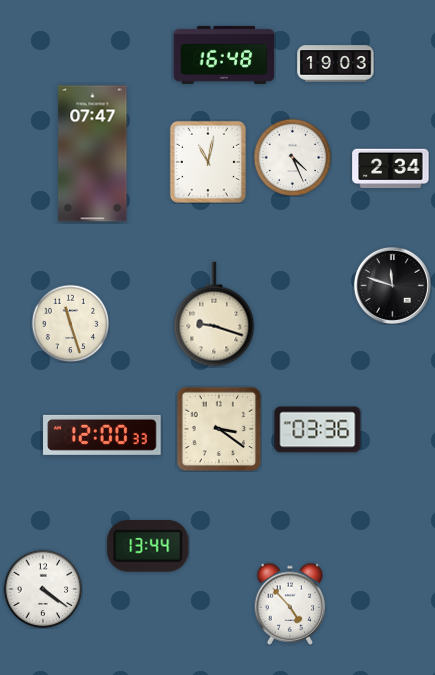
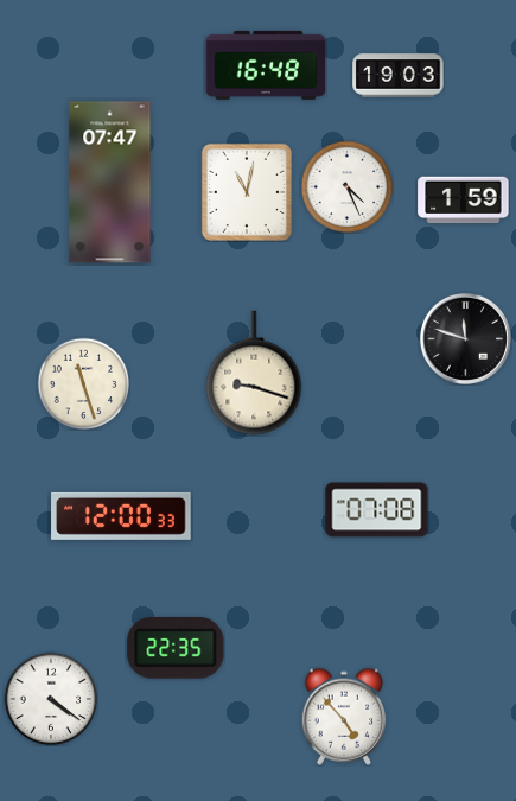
clock at (391, 169): 2:34 -> 1:59
clock at (219, 429): 3:21 -> none
clock at (318, 430): 03:36 -> 07:08
clock at (148, 546): 13:44 -> 22:35
